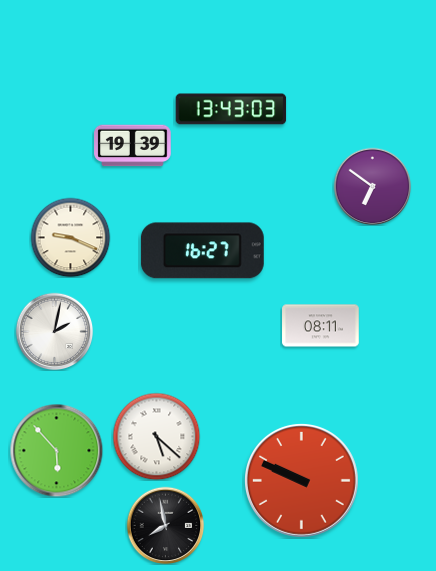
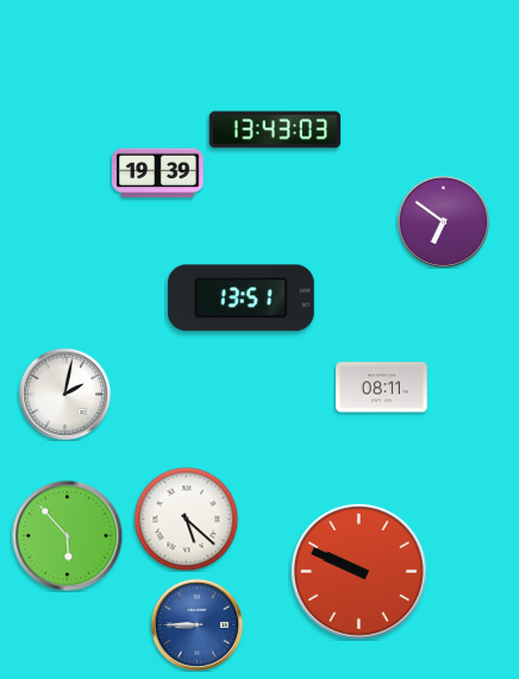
clock at (70, 237): 9:19 -> none
clock at (202, 251): 16:27 -> 13:51
clock at (165, 525): 7:58 -> 8:45
clock at (165, 525) dial: black -> blue
